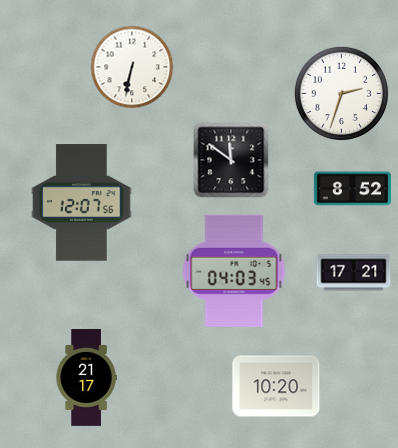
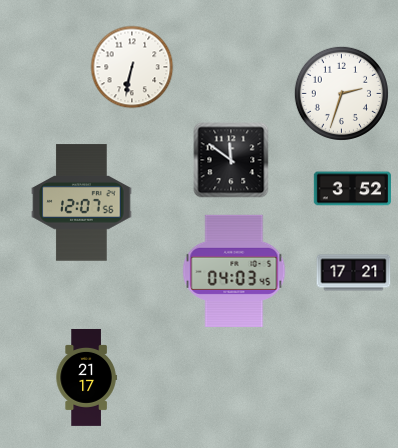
clock at (352, 189): 8:52 -> 3:52
clock at (276, 386): 10:20 -> none
